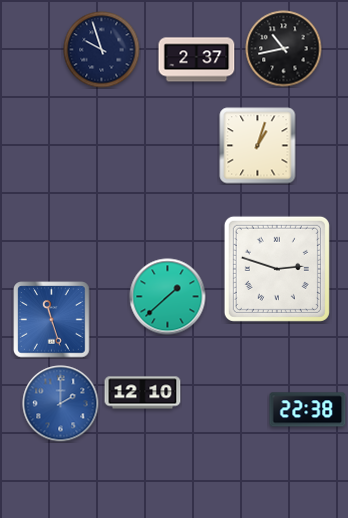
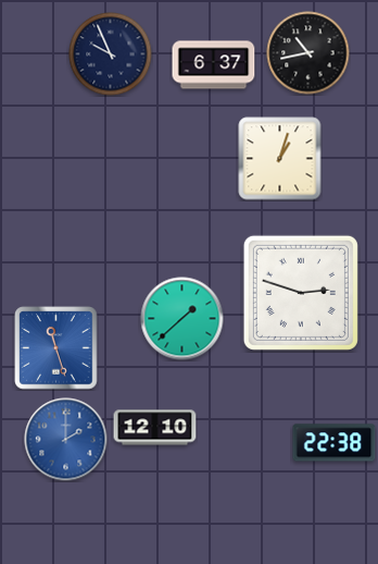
clock at (102, 50): 9:57 -> 9:56
clock at (197, 60): 2:37 -> 6:37
clock at (168, 297) position: (168, 297) -> (182, 319)
clock at (308, 410) position: (308, 410) -> (335, 443)
